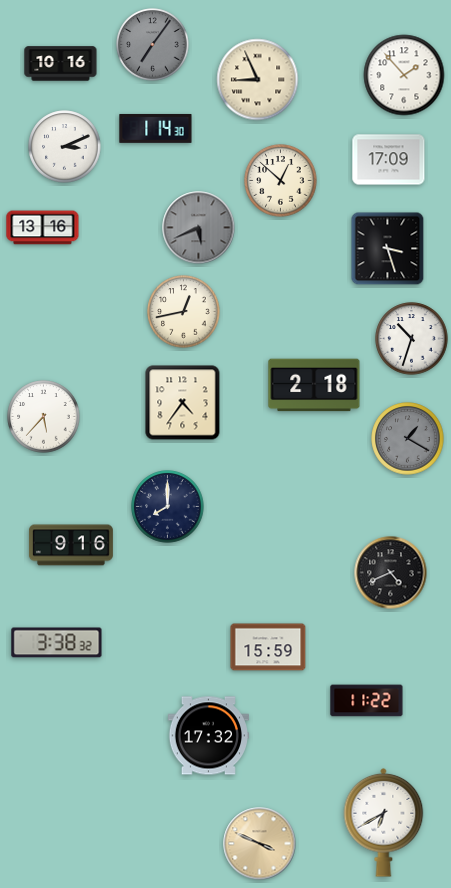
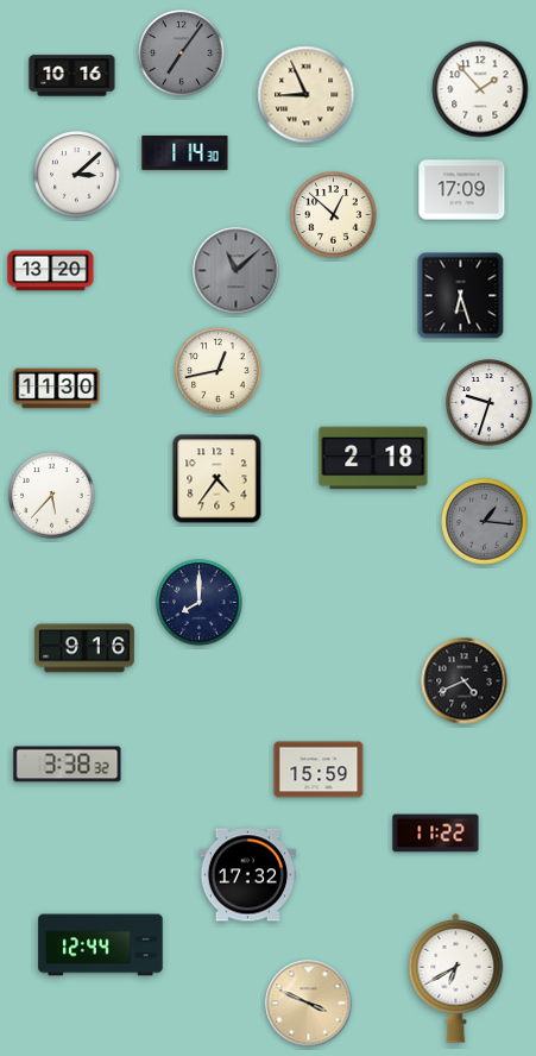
clock at (65, 147): 3:11 -> 3:08
clock at (43, 228): 13:16 -> 13:20
clock at (199, 228): 5:41 -> 11:08
clock at (388, 249): 3:27 -> 6:27
clock at (57, 389): none -> 11:30
clock at (412, 339): 10:33 -> 9:33
clock at (408, 439): 1:20 -> 1:16
clock at (101, 945): none -> 12:44
